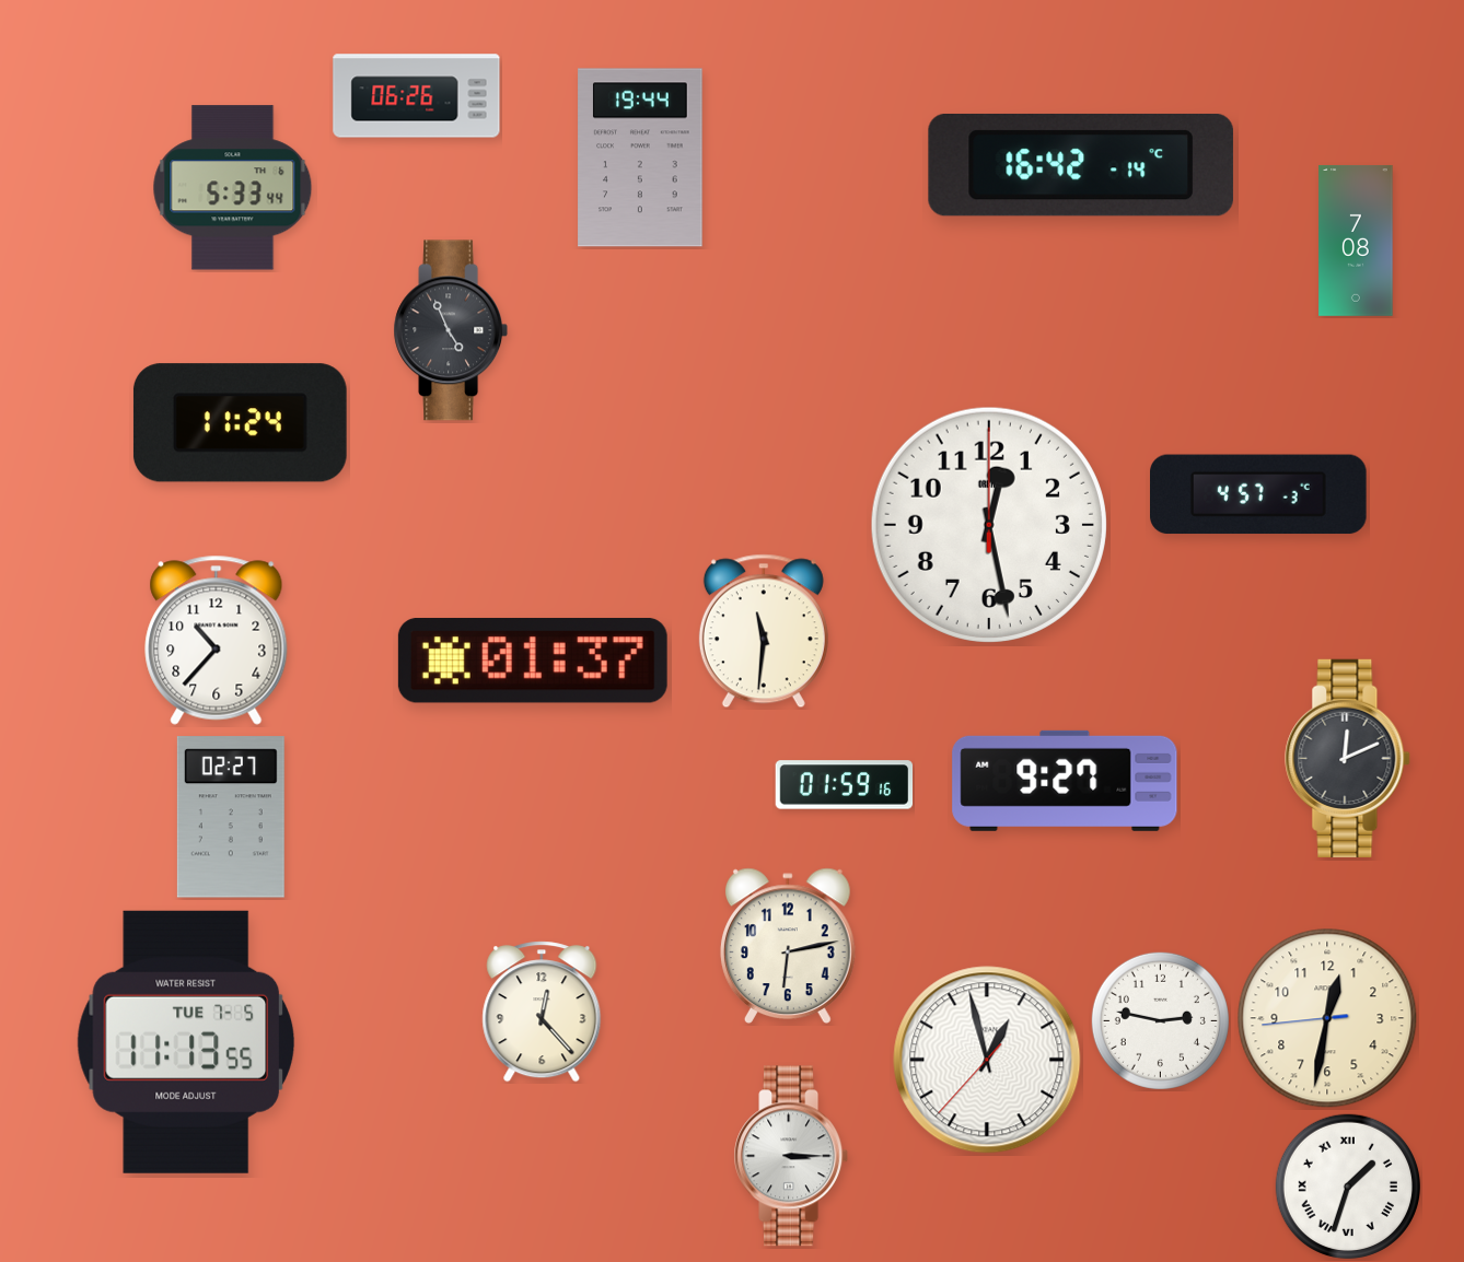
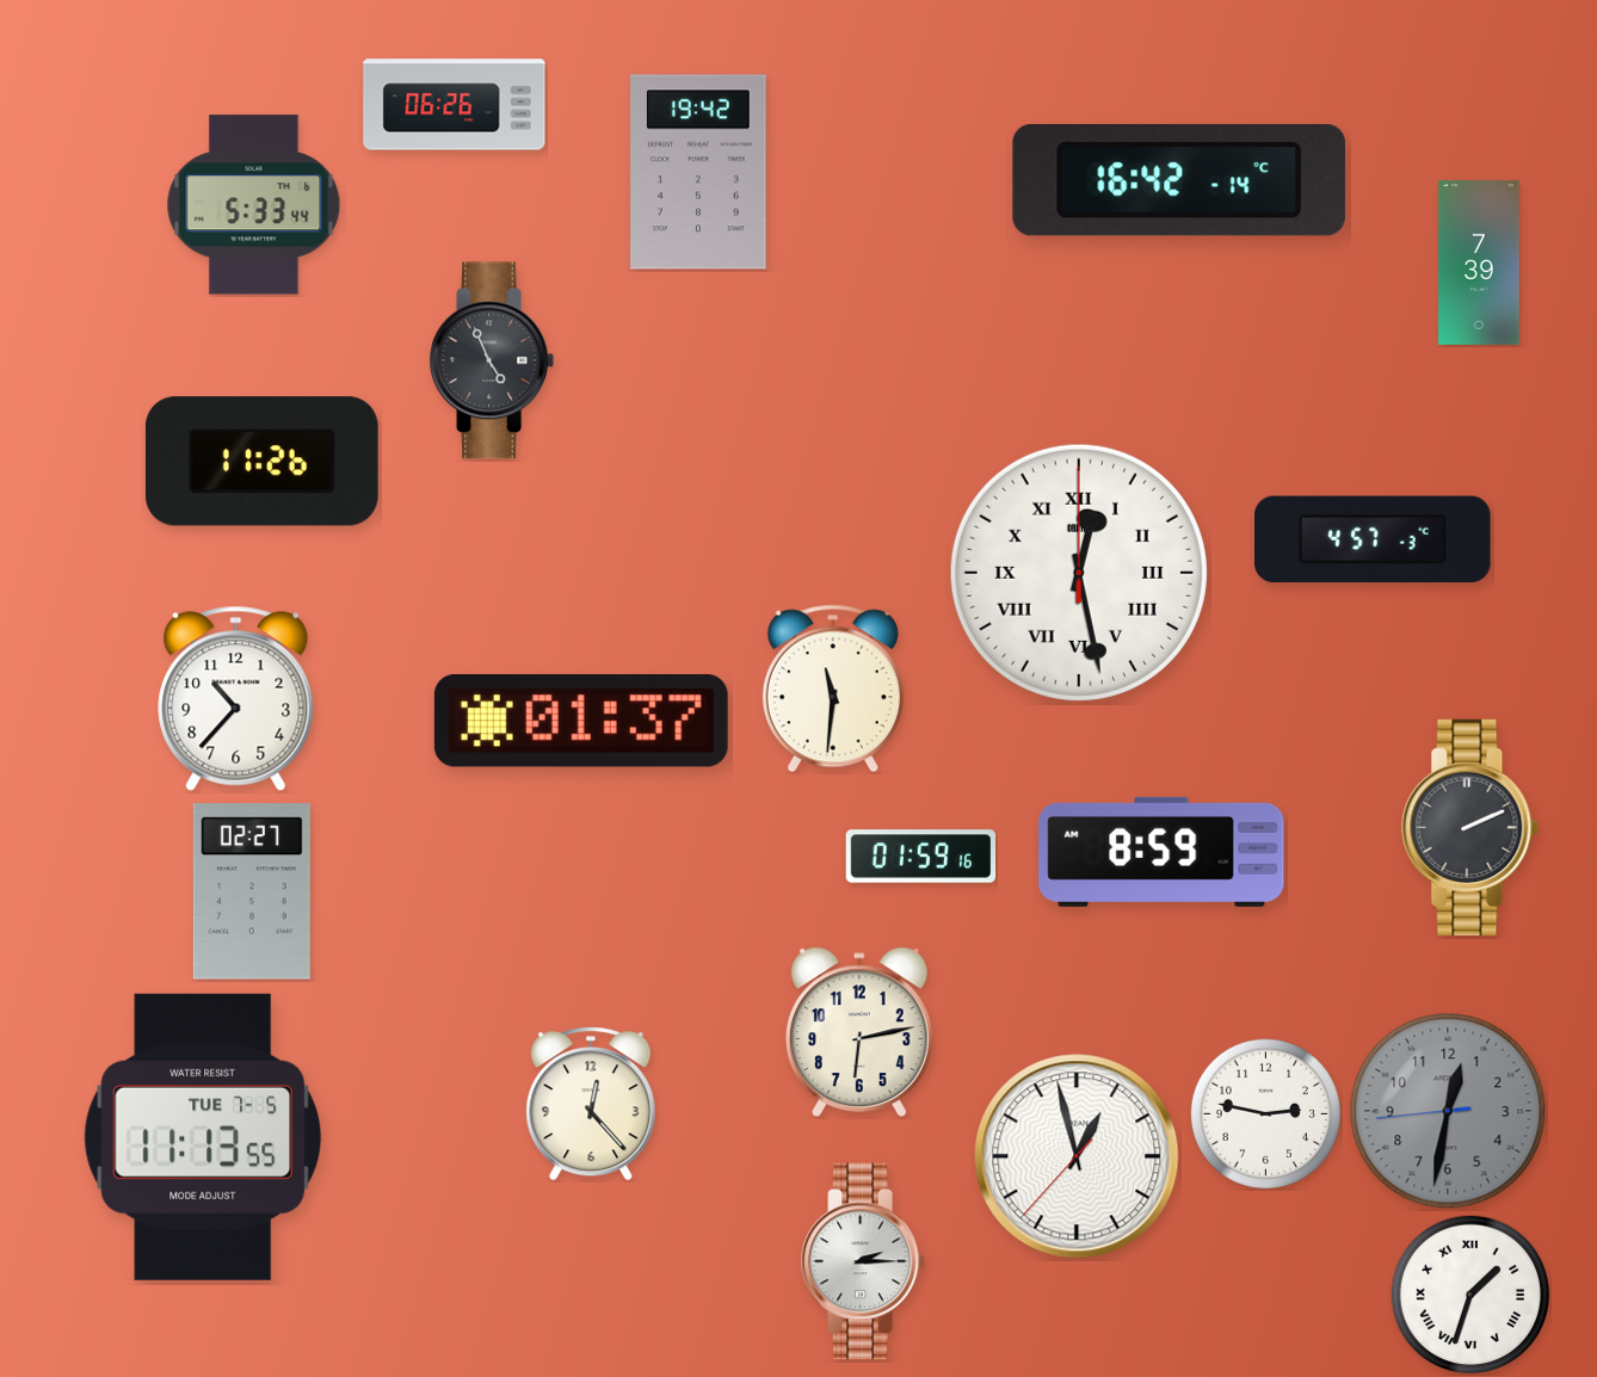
clock at (640, 157): 19:44 -> 19:42
clock at (1356, 241): 7:08 -> 7:39
clock at (240, 423): 11:24 -> 11:26
clock at (989, 525) numerals: Arabic -> Roman
clock at (1348, 758): 12:11 -> 2:11
clock at (1065, 781): 9:27 -> 8:59
clock at (1327, 1018) dial: cream -> grey
clock at (791, 1156): 3:15 -> 2:15
